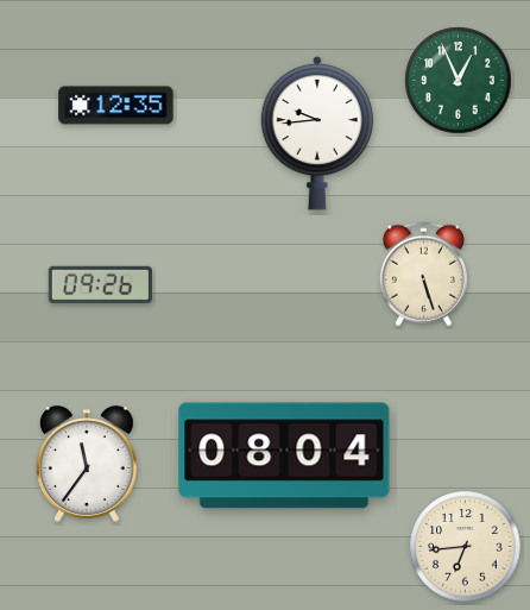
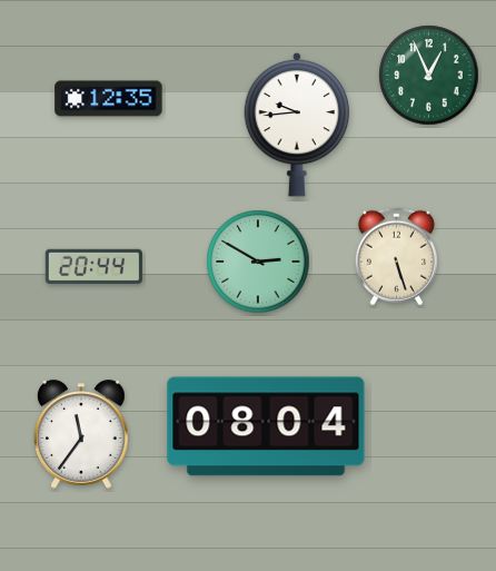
clock at (258, 262): none -> 2:50
clock at (100, 284): 09:26 -> 20:44
clock at (466, 547): 6:44 -> none
